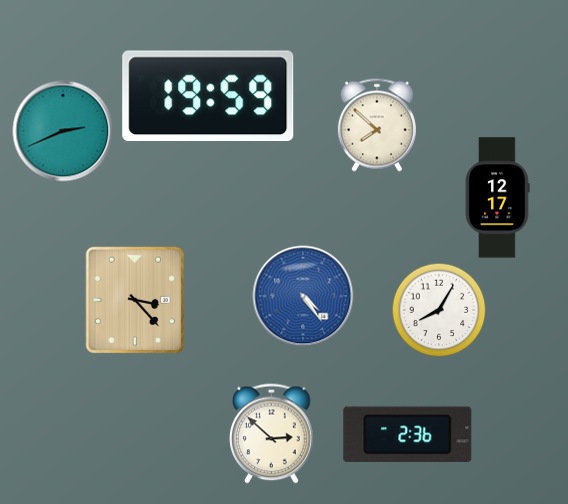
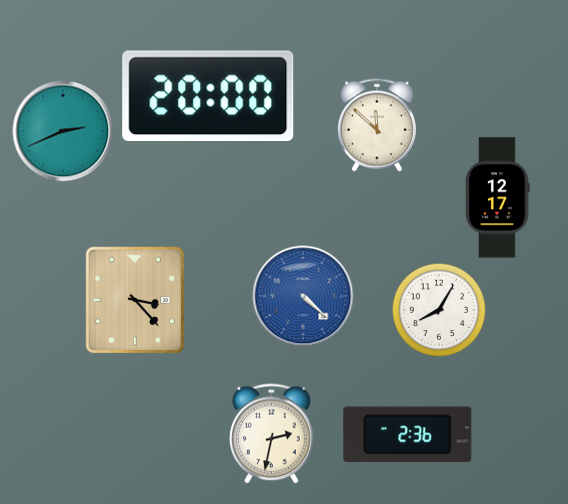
clock at (208, 95): 19:59 -> 20:00
clock at (377, 125): 7:52 -> 11:52
clock at (303, 296): 4:24 -> 4:22
clock at (272, 434): 2:52 -> 2:32
